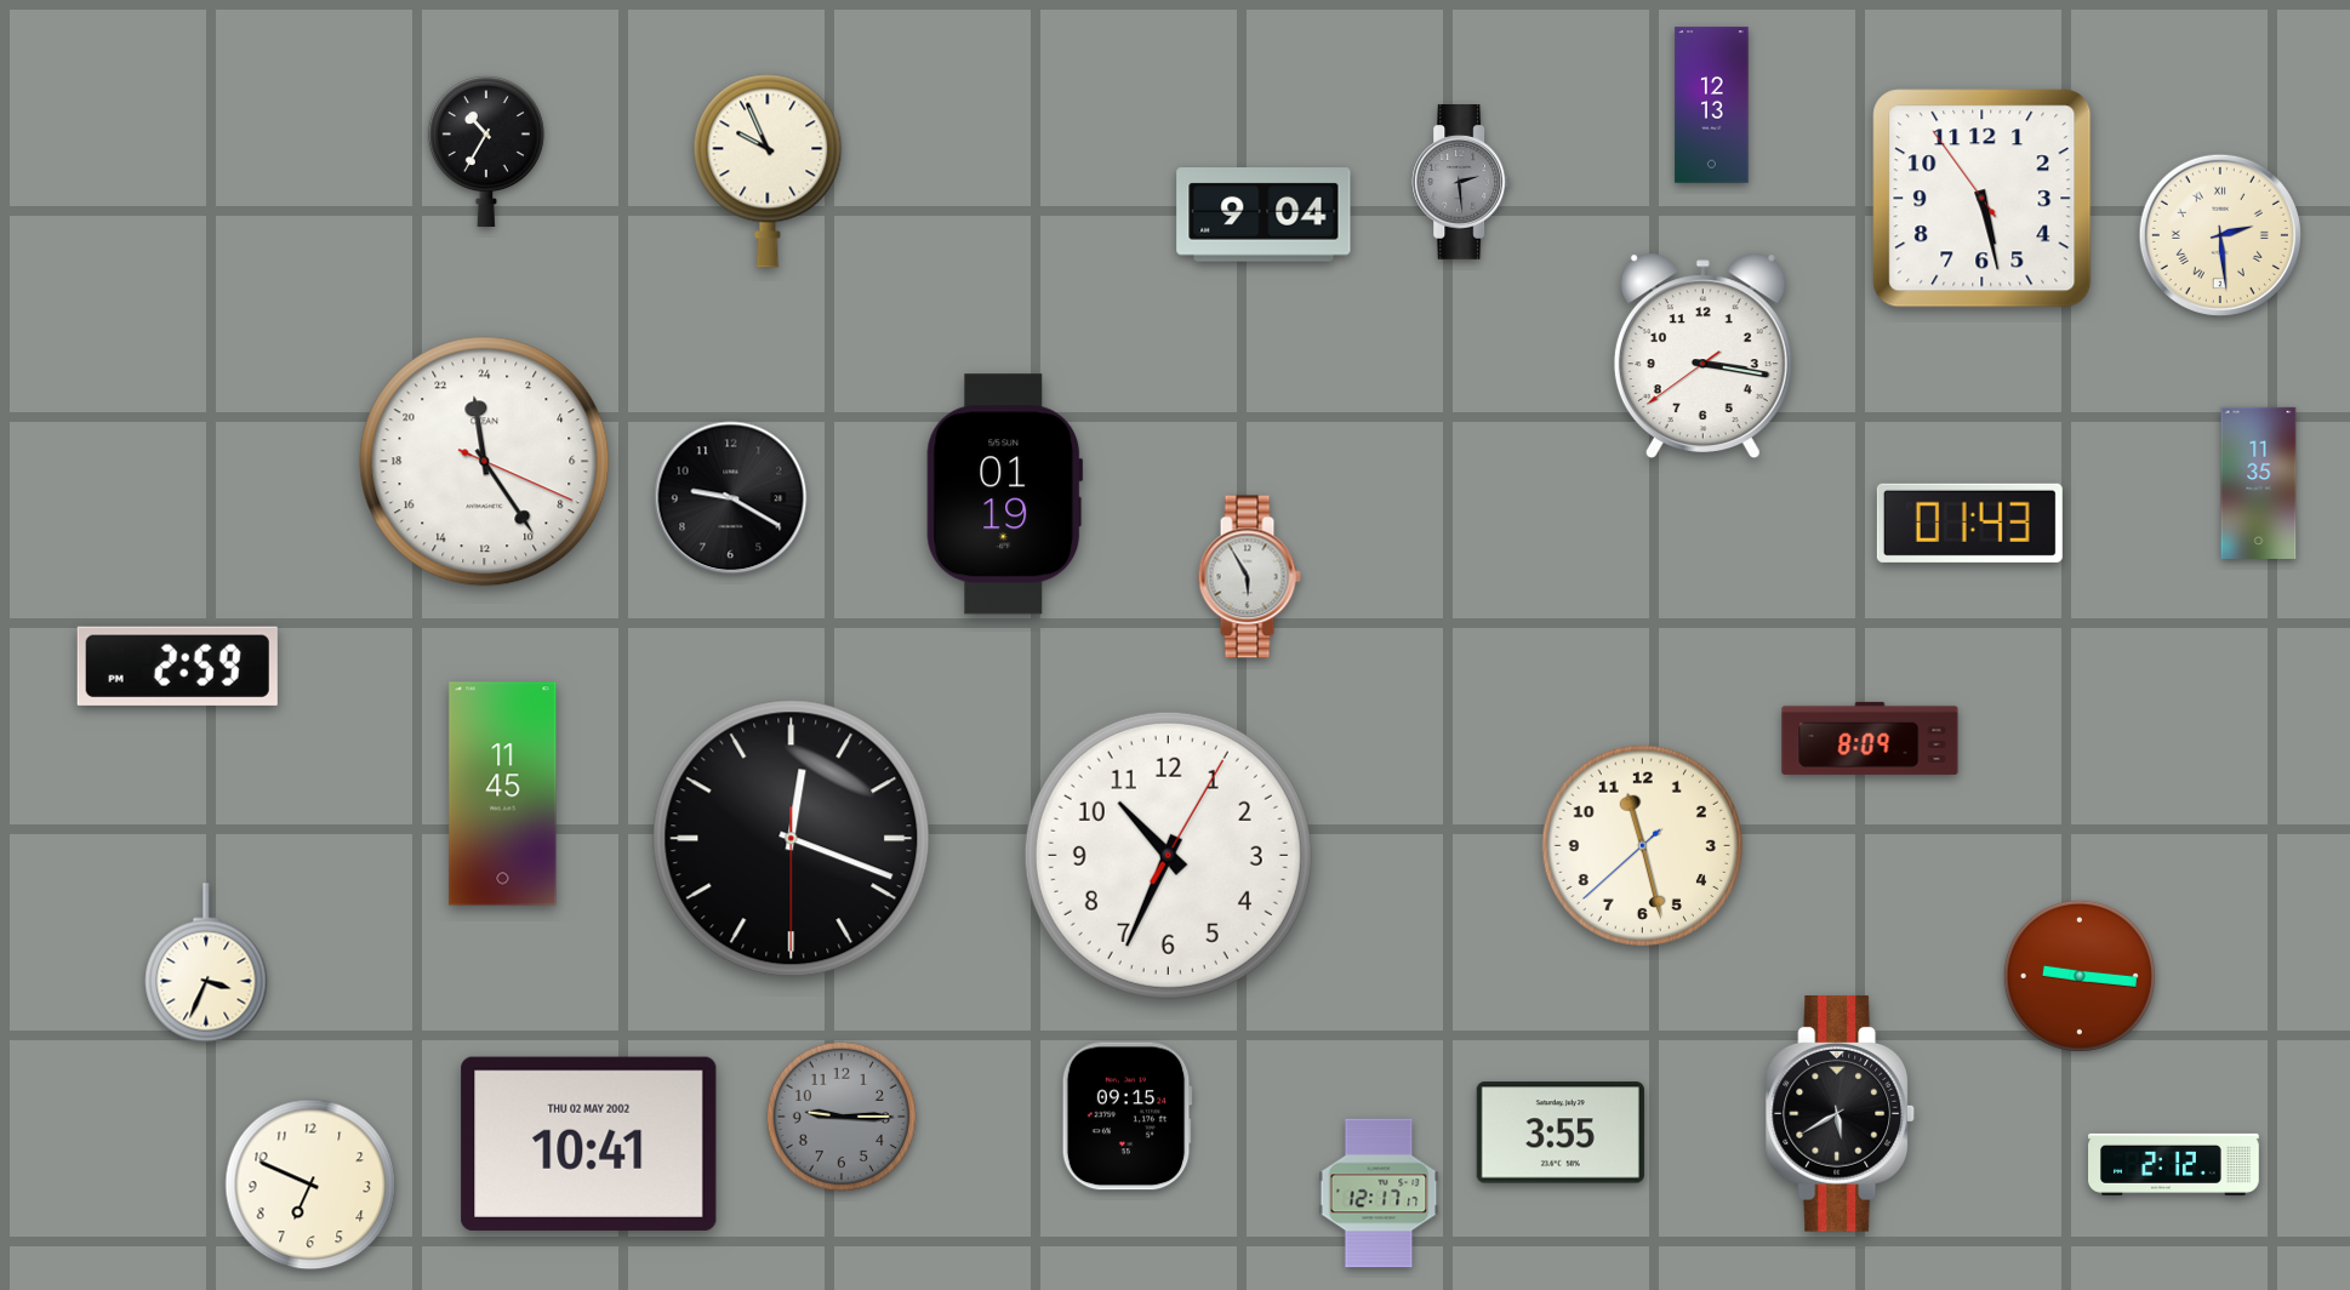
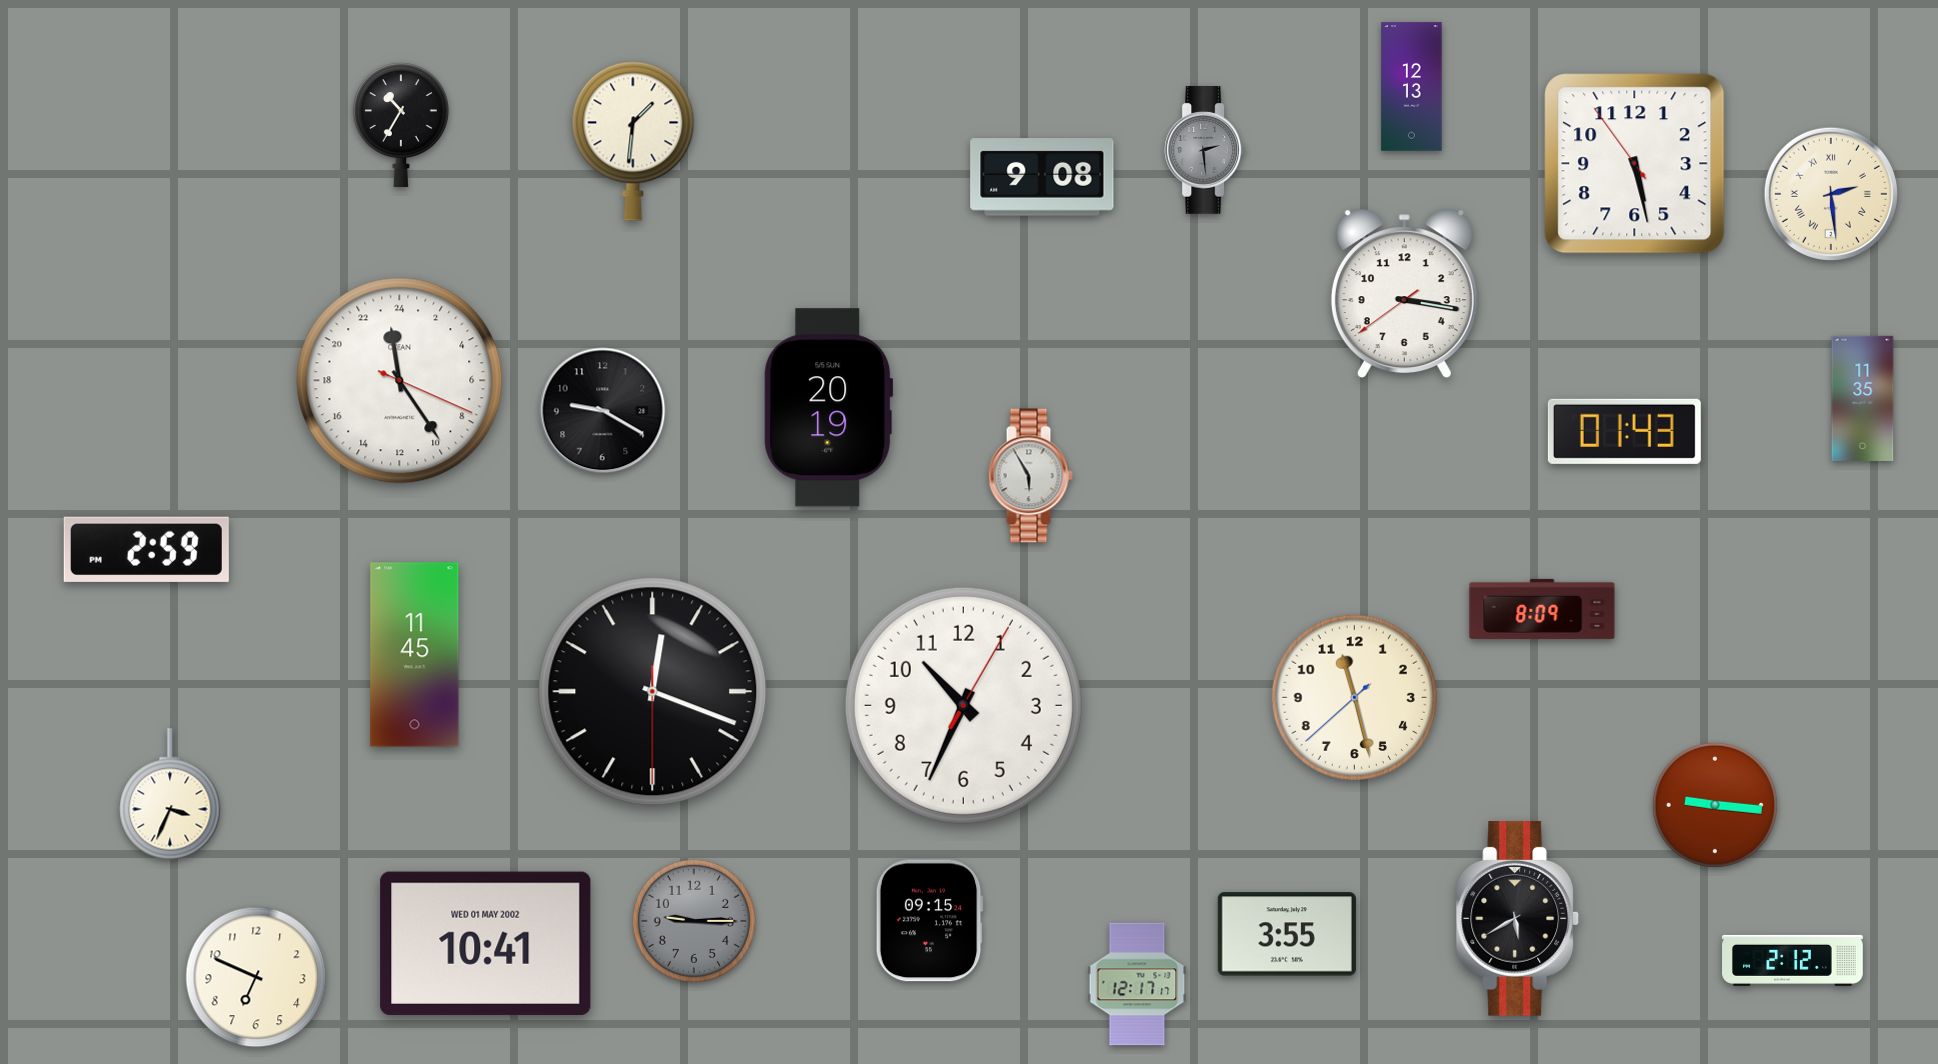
clock at (768, 171): 9:56 -> 1:31
clock at (1264, 215): 9:04 -> 9:08
clock at (1005, 495): 01:19 -> 20:19
clock at (589, 1143) date: THU 02 MAY 2002 -> WED 01 MAY 2002
